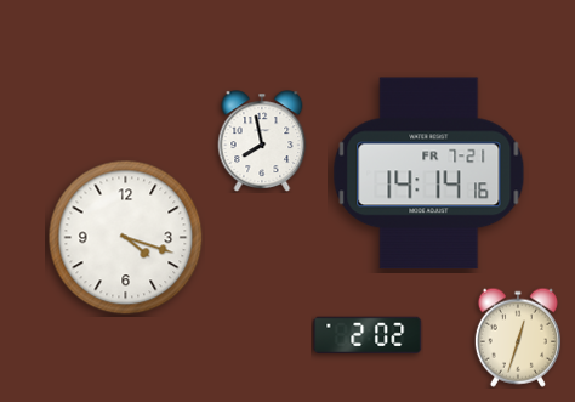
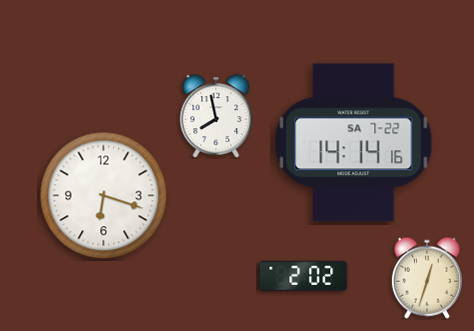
clock at (429, 174) date: FR 7-21 -> SA 7-22
clock at (126, 238): 4:18 -> 6:18
